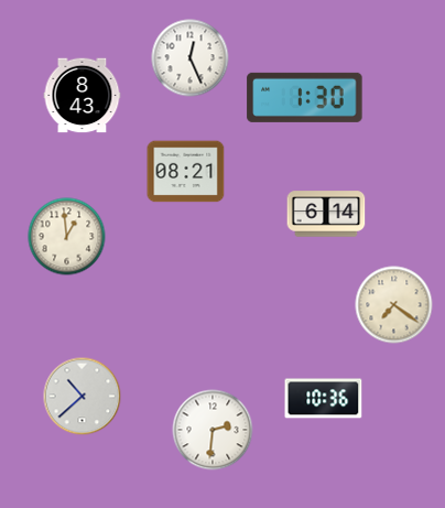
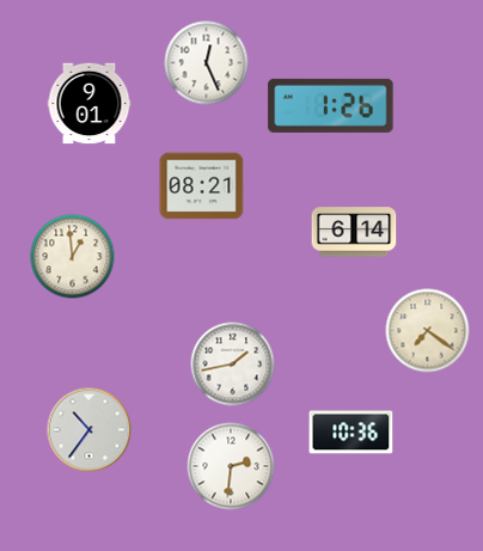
clock at (83, 96): 8:43 -> 9:01
clock at (305, 97): 1:30 -> 1:26
clock at (233, 365): none -> 1:43
clock at (83, 397): 10:38 -> 10:36
